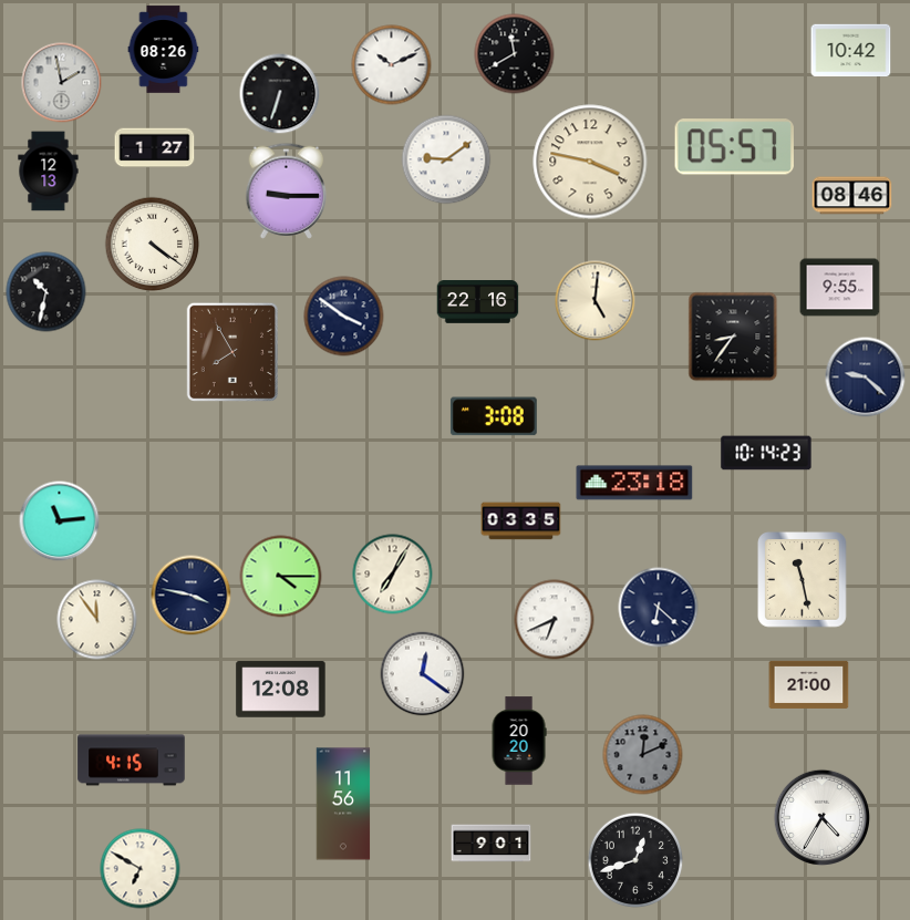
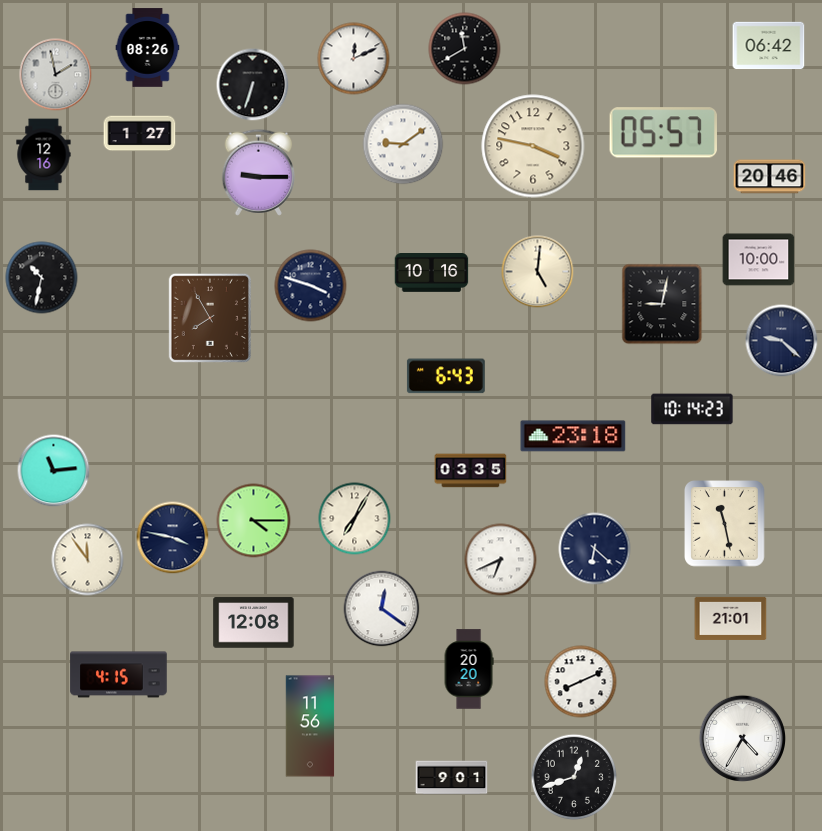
clock at (164, 50) position: (164, 50) -> (148, 48)
clock at (851, 51): 10:42 -> 06:42
clock at (392, 65): 10:11 -> 12:11
clock at (49, 172): 12:13 -> 12:16
clock at (852, 196): 08:46 -> 20:46
clock at (153, 245): 4:21 -> none
clock at (840, 288): 9:55 -> 10:00
clock at (46, 292) position: (46, 292) -> (42, 278)
clock at (478, 302): 22:16 -> 10:16
clock at (344, 317): 3:51 -> 3:48
clock at (733, 337): 8:36 -> 9:02
clock at (494, 416): 3:08 -> 6:43
clock at (809, 684): 21:00 -> 21:01
clock at (643, 755): 12:11 -> 8:11
clock at (643, 755) dial: grey -> white
clock at (132, 761) position: (132, 761) -> (119, 675)
clock at (492, 844) position: (492, 844) -> (452, 778)
clock at (141, 869): 6:50 -> none
